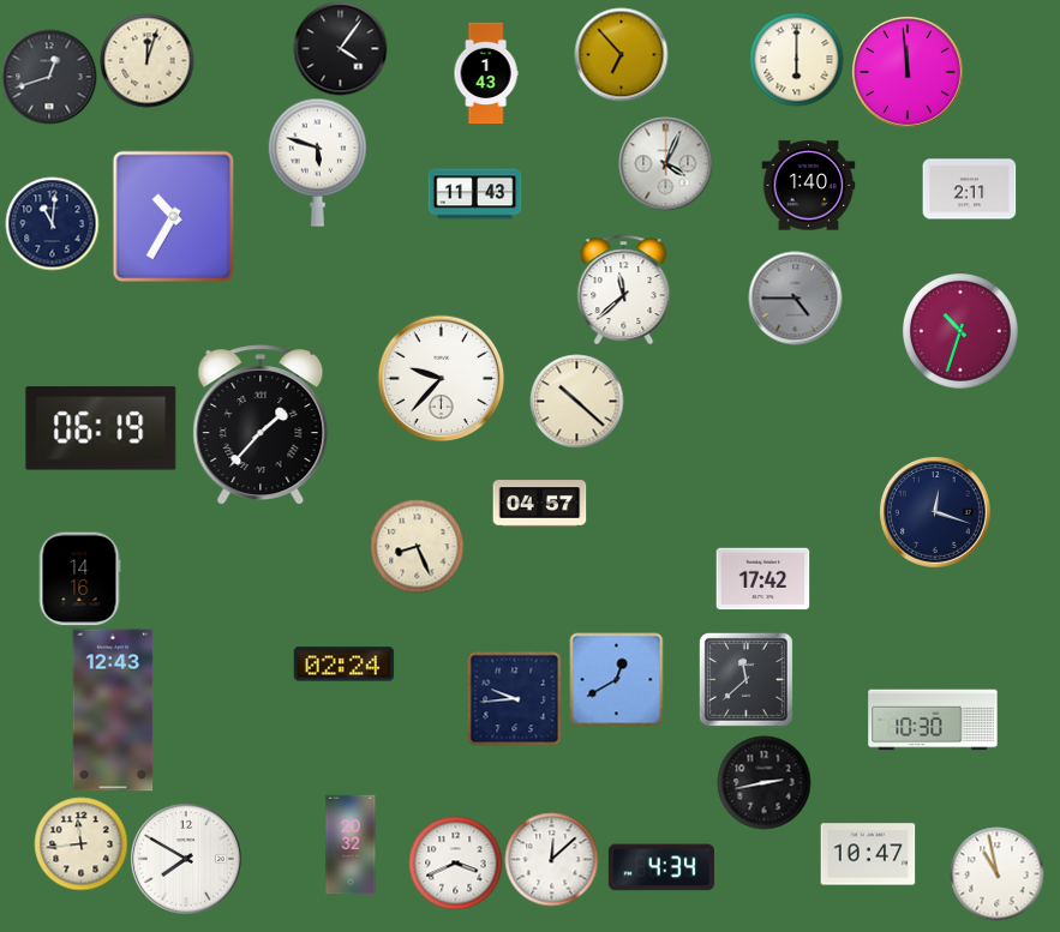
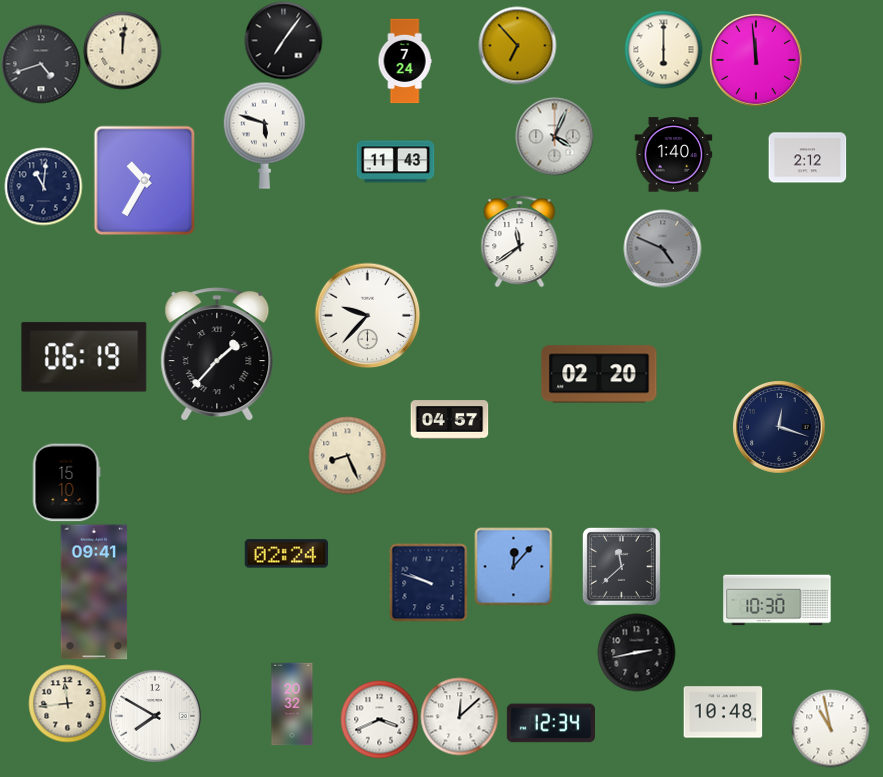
clock at (340, 48): 4:06 -> 7:06
clock at (146, 60): 12:03 -> 12:01
clock at (486, 73): 1:43 -> 7:24
clock at (49, 77): 12:42 -> 4:42
clock at (969, 190): 2:11 -> 2:12
clock at (624, 289): 11:38 -> 11:39
clock at (795, 297): 4:45 -> 4:49
clock at (960, 331): 10:33 -> none
clock at (576, 401): 10:22 -> none
clock at (599, 374): none -> 02:20
clock at (79, 578): 14:16 -> 15:10
clock at (762, 579): 17:42 -> none
clock at (616, 679): 12:40 -> 12:07
clock at (514, 698): 9:44 -> 9:48
clock at (113, 710): 12:43 -> 09:41
clock at (868, 854): 10:47 -> 10:48
clock at (661, 867): 4:34 -> 12:34
